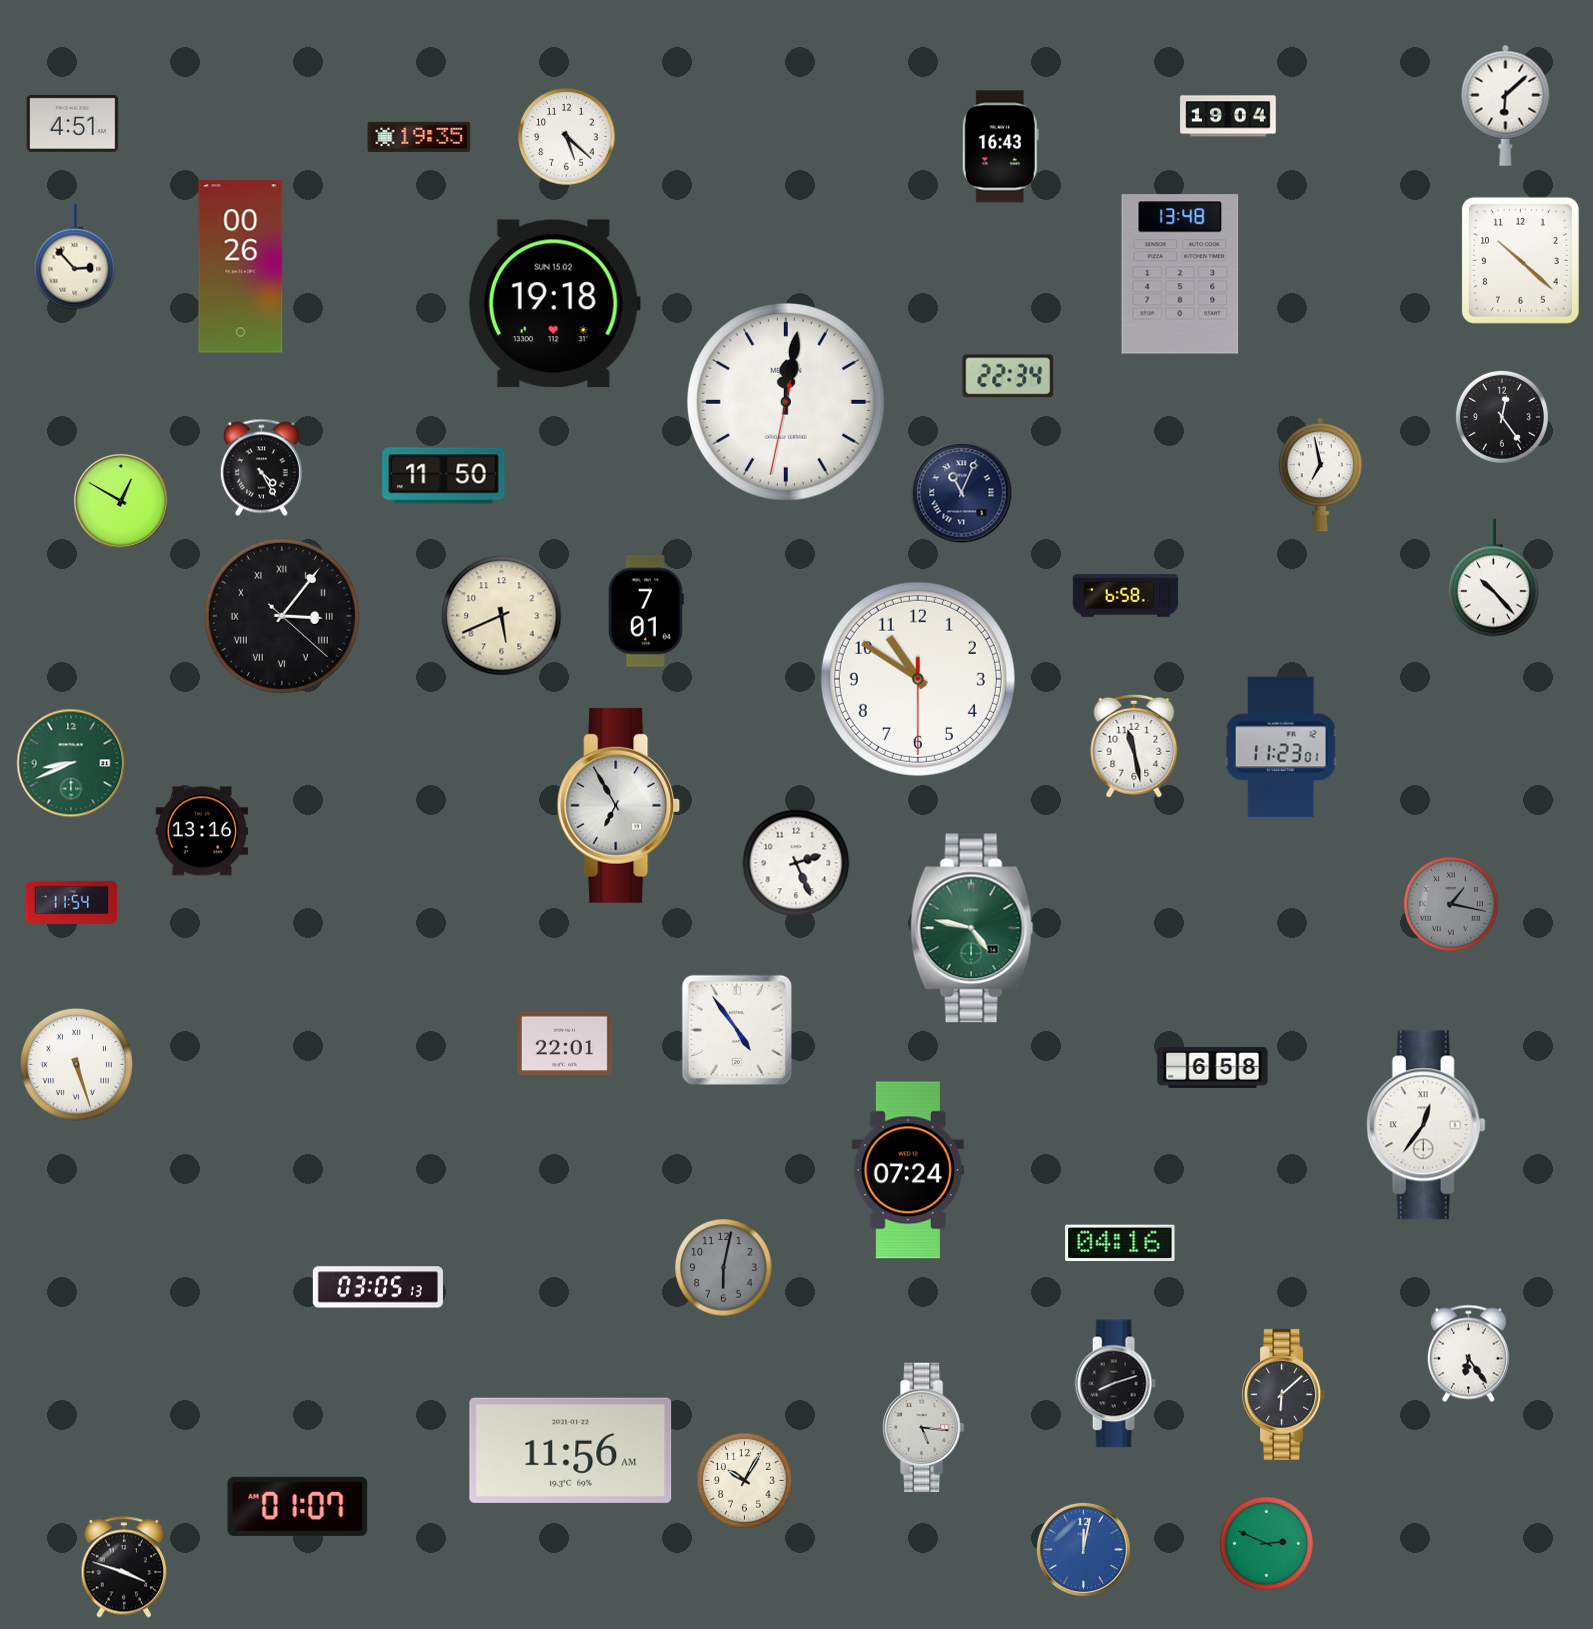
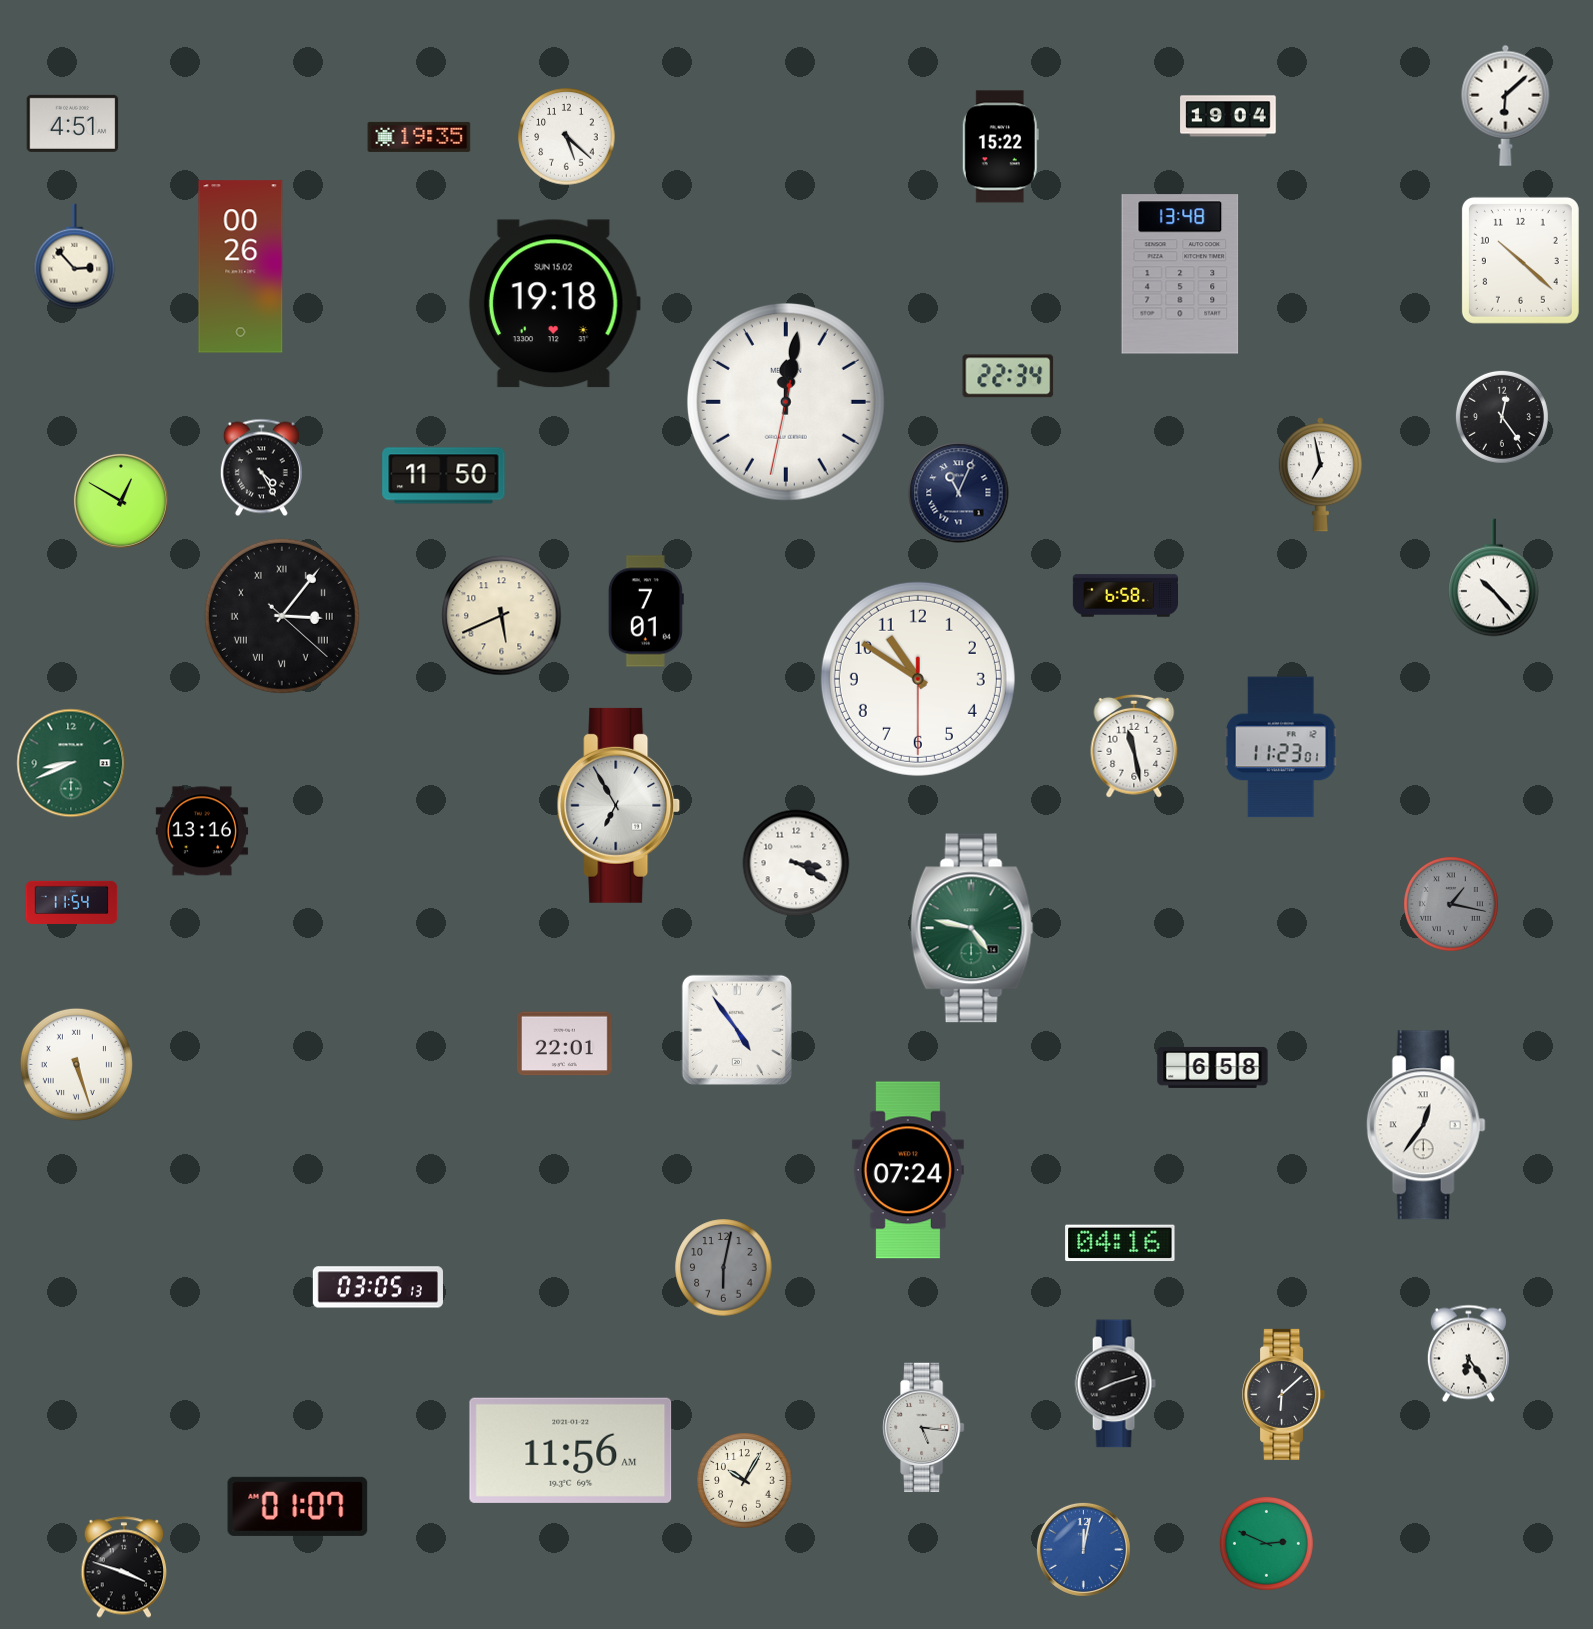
clock at (1000, 147): 16:43 -> 15:22
clock at (962, 493) position: (962, 493) -> (959, 493)
clock at (796, 863): 2:26 -> 3:20
